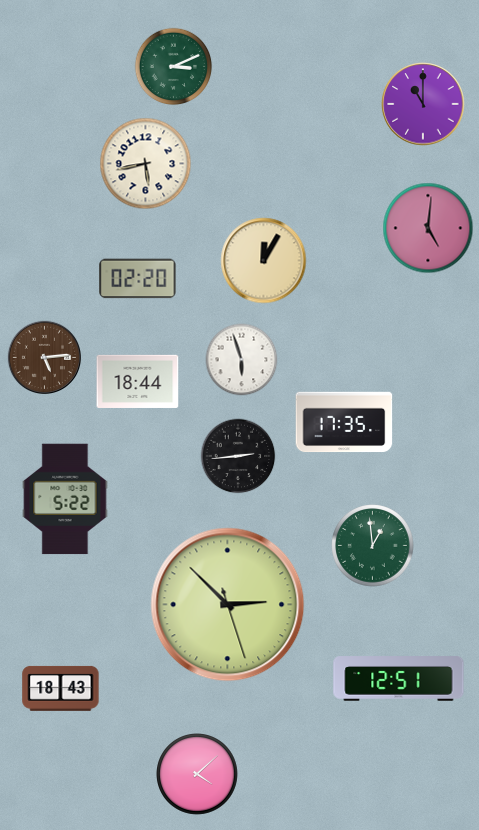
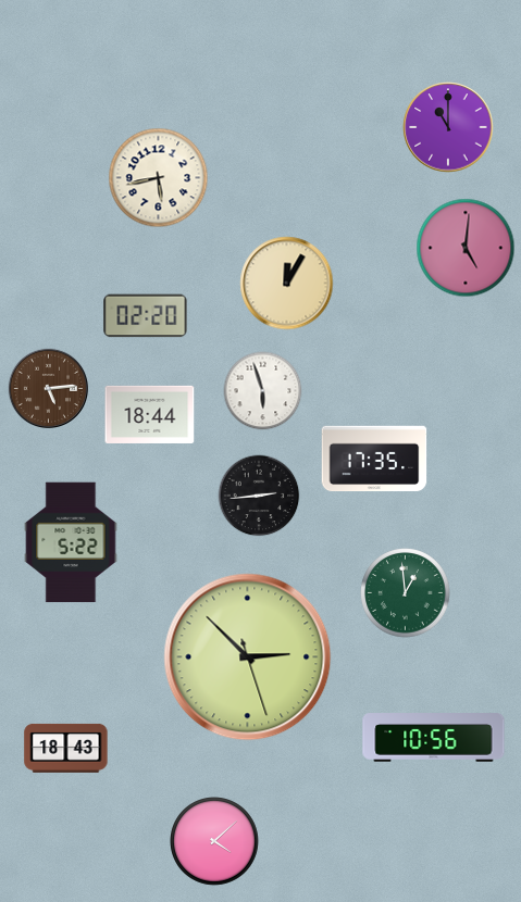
clock at (174, 67): 3:11 -> none
clock at (423, 104) position: (423, 104) -> (448, 127)
clock at (138, 279) position: (138, 279) -> (146, 316)
clock at (399, 679): 12:51 -> 10:56
